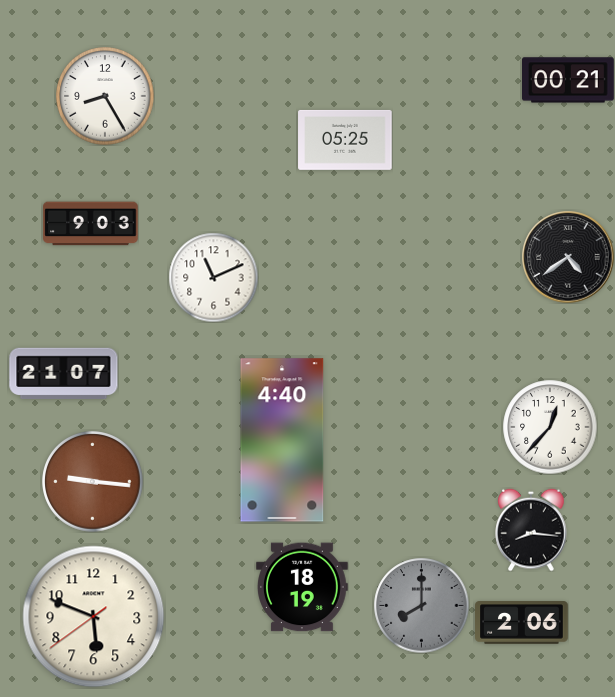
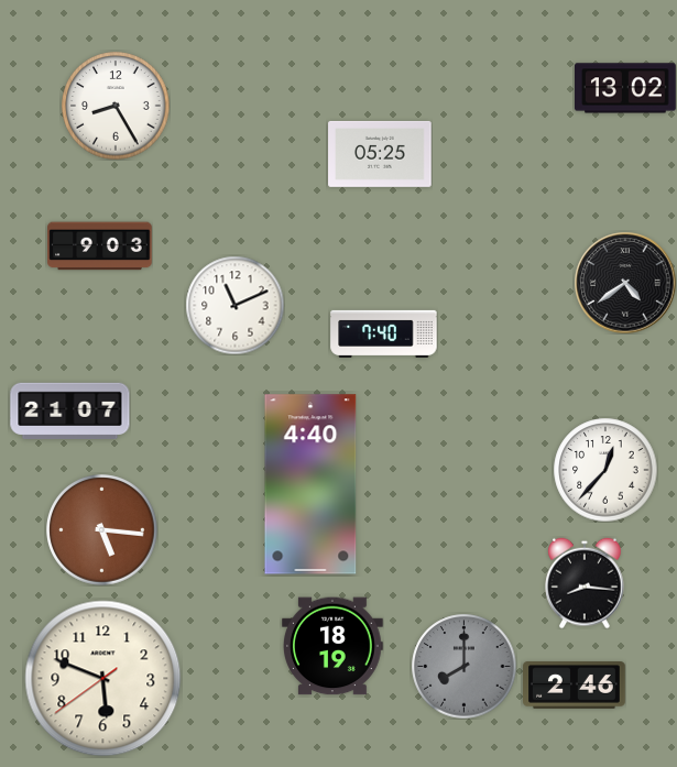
clock at (569, 80): 00:21 -> 13:02
clock at (384, 333): none -> 7:40
clock at (93, 482): 9:16 -> 5:16
clock at (522, 623): 2:06 -> 2:46
